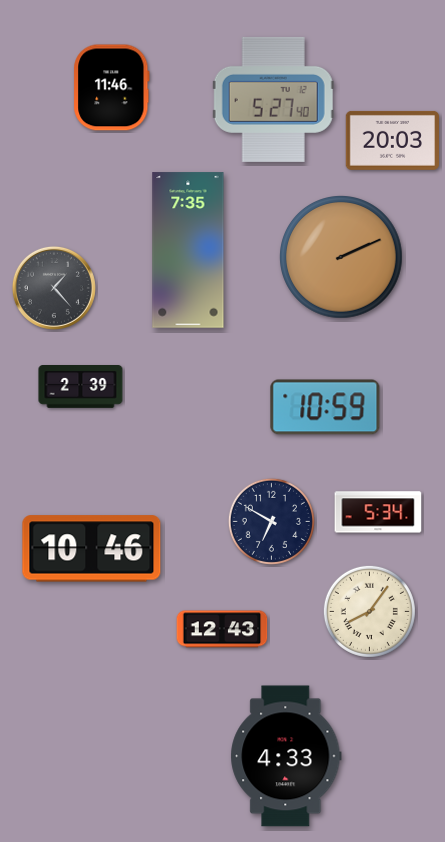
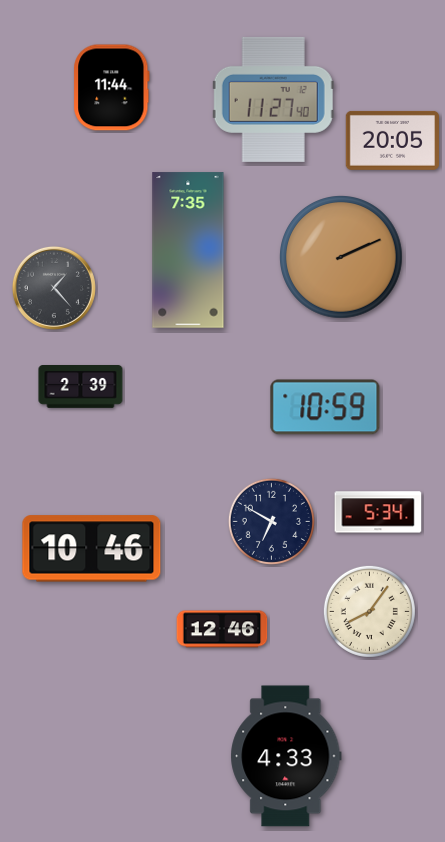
clock at (112, 88): 11:46 -> 11:44
clock at (273, 99): 5:27 -> 11:27
clock at (392, 140): 20:03 -> 20:05
clock at (222, 629): 12:43 -> 12:46
